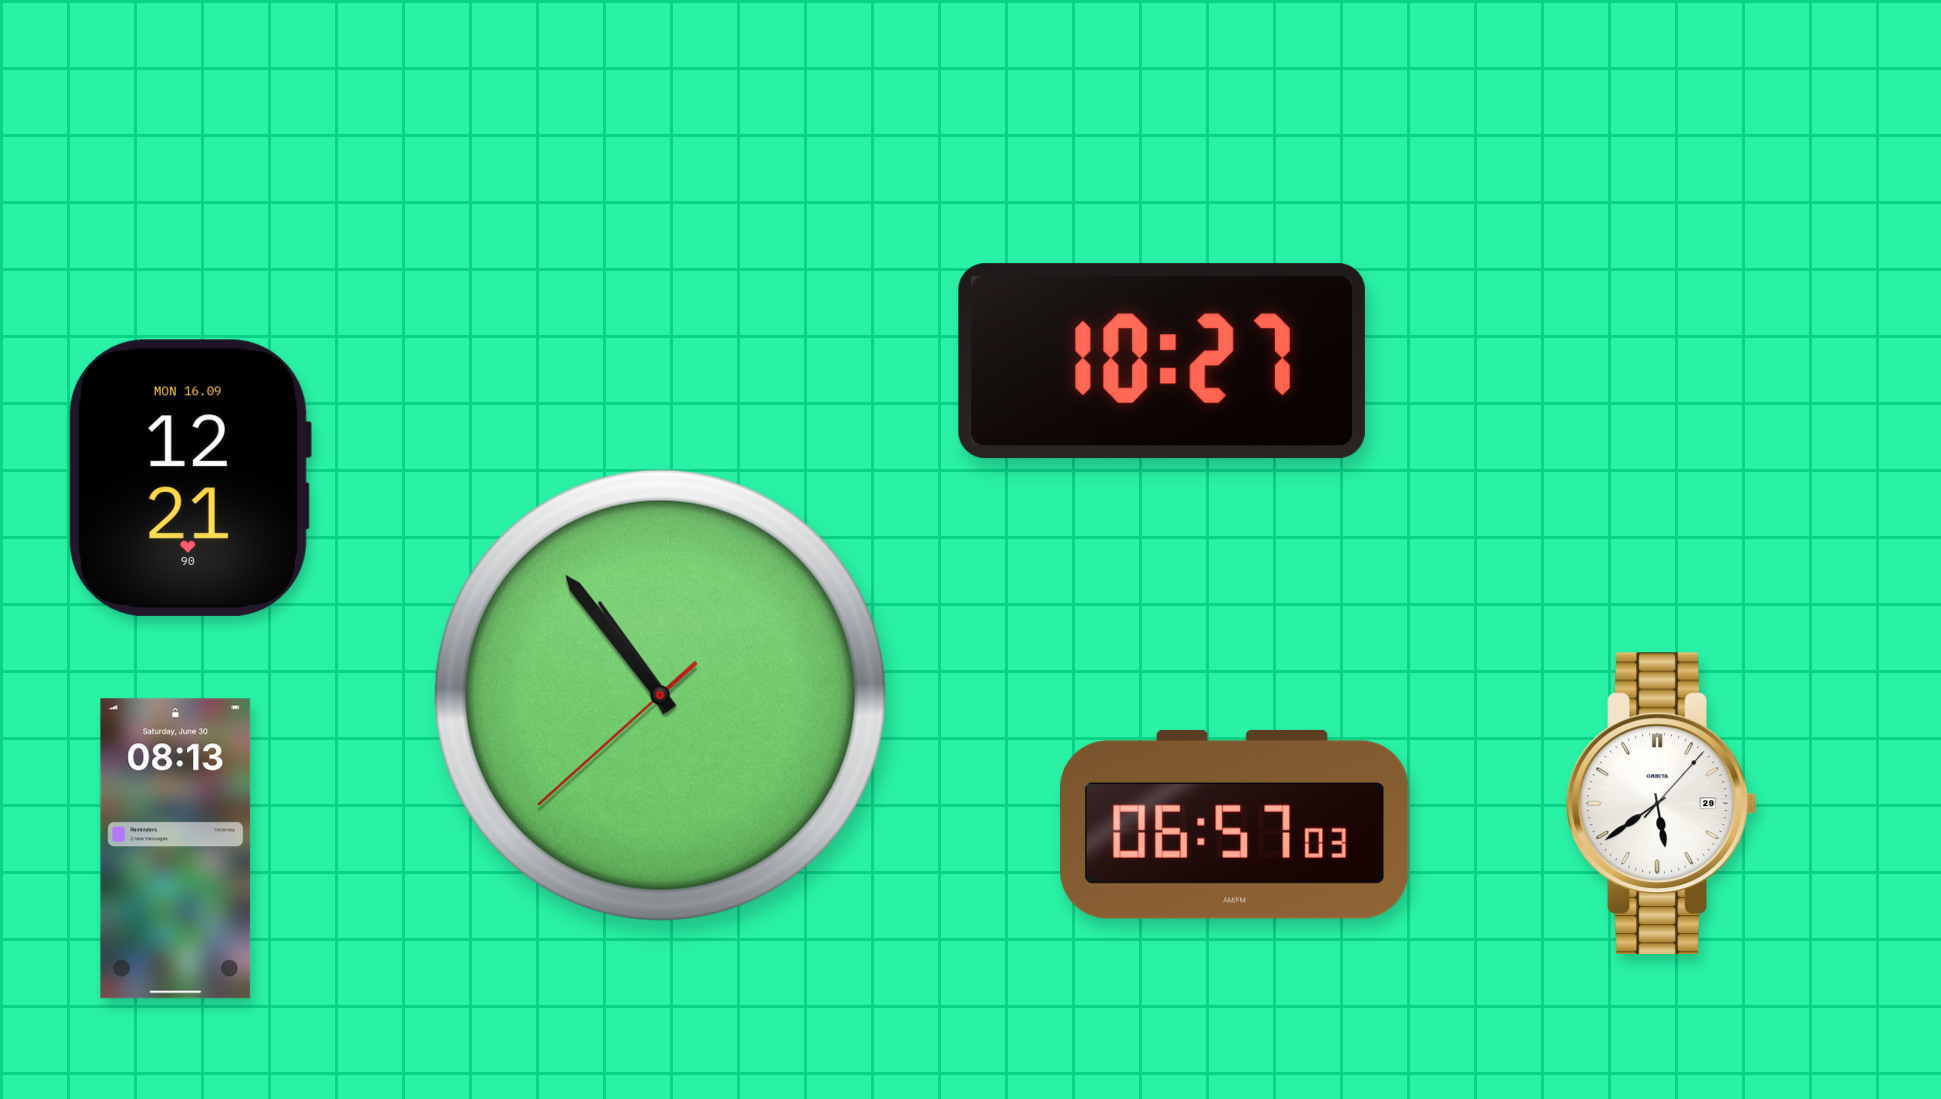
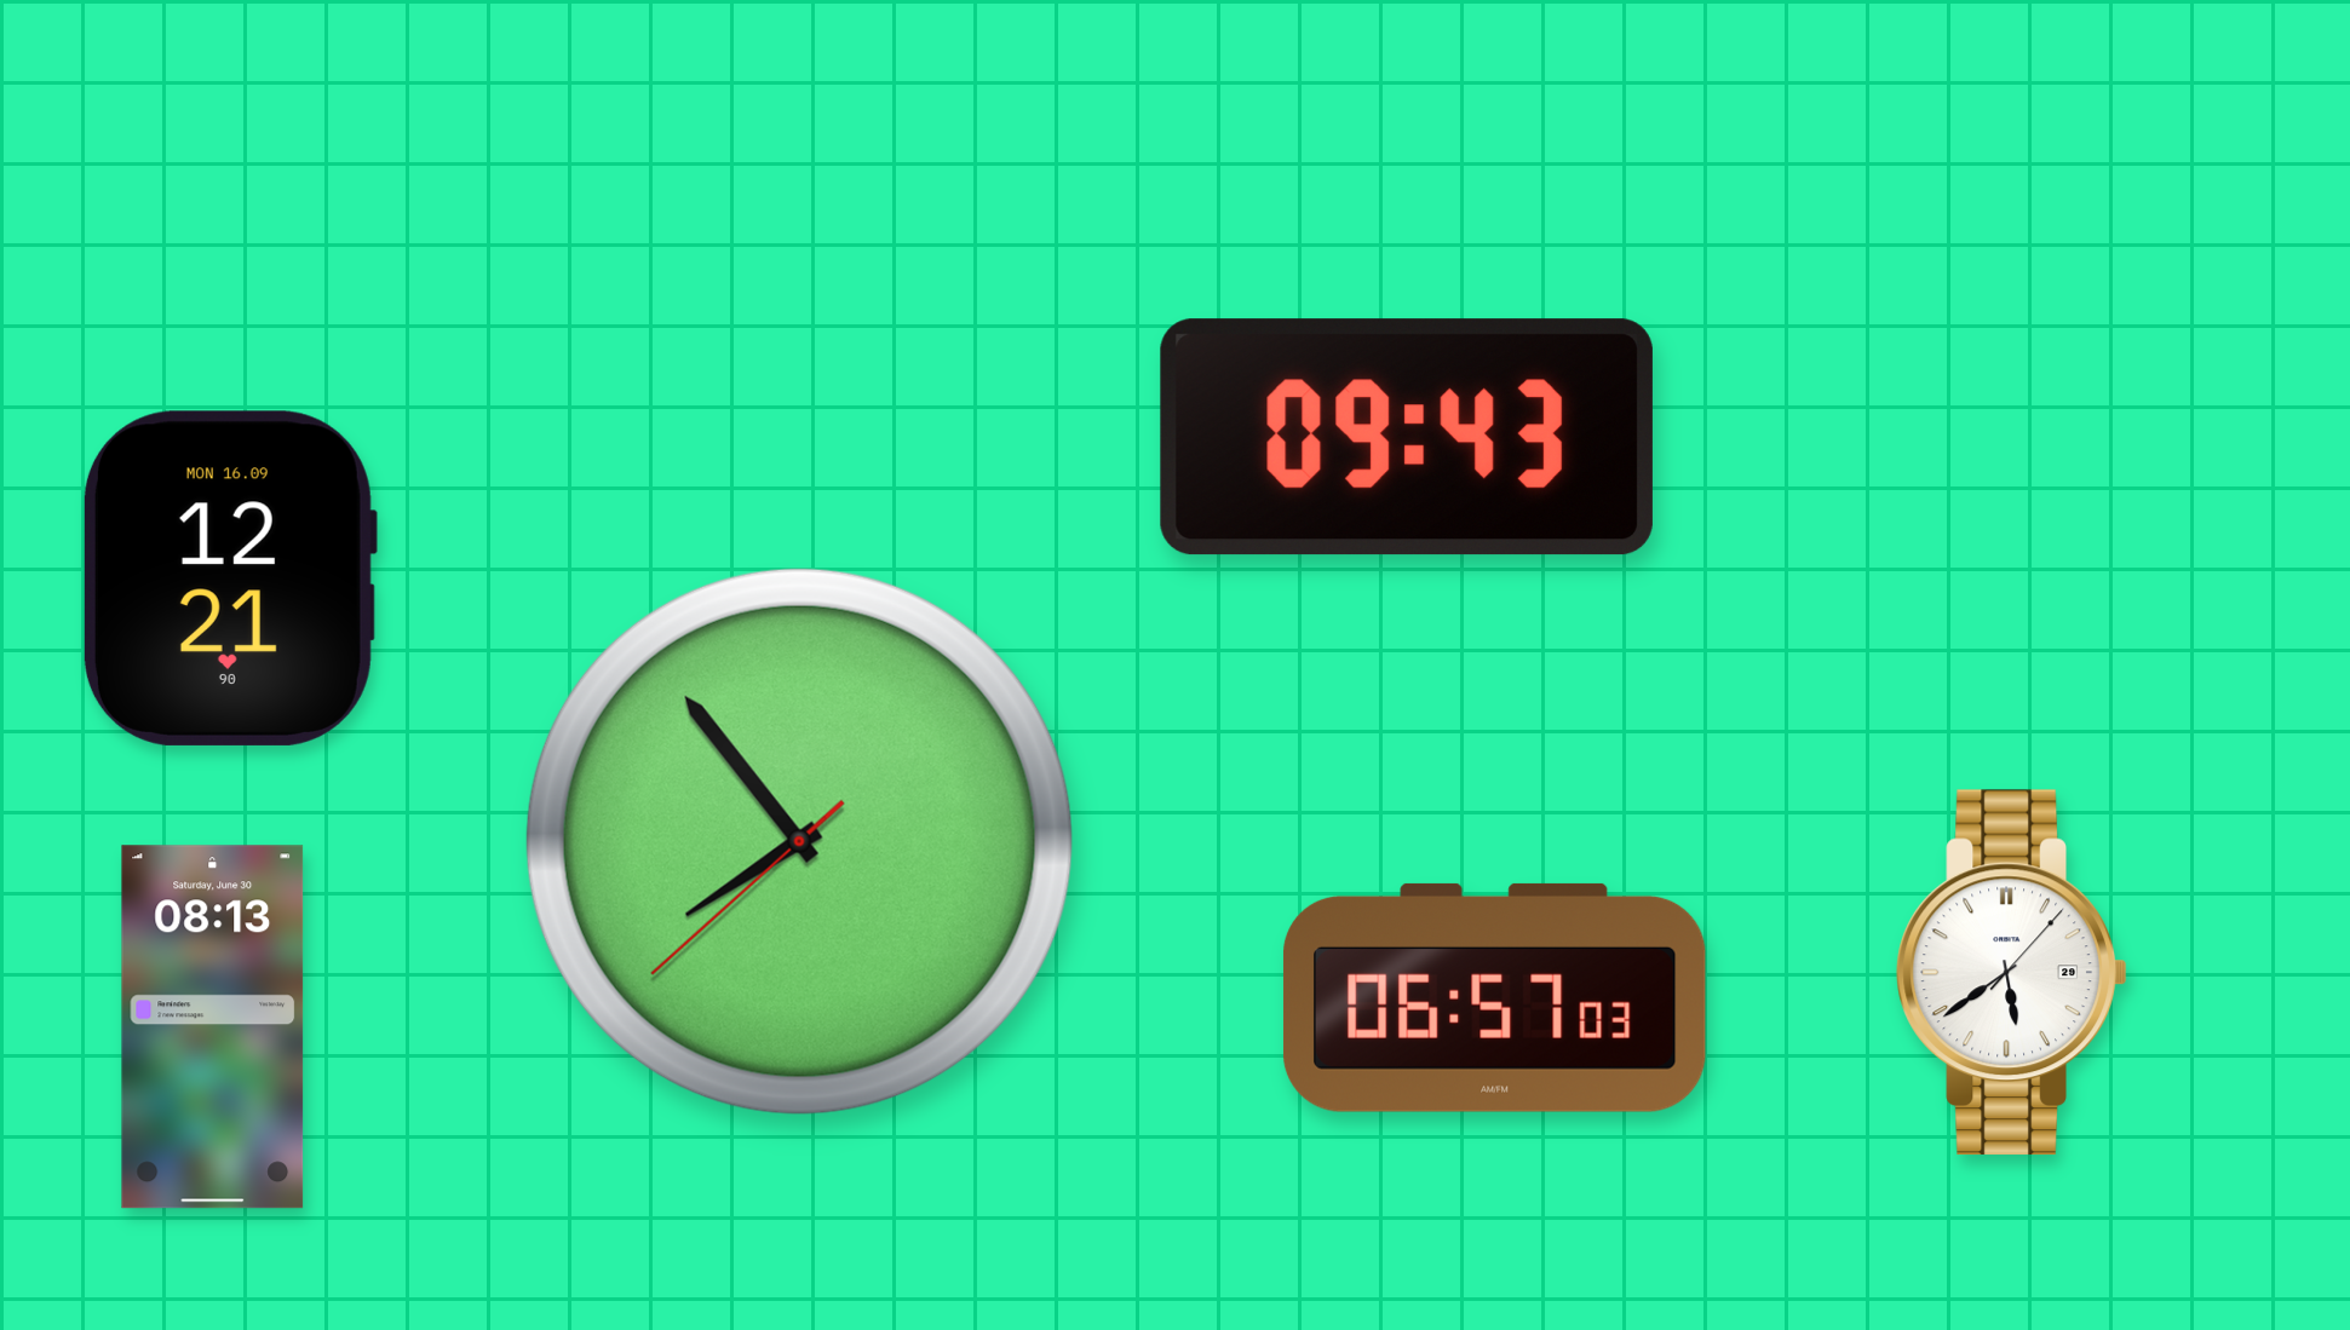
clock at (1162, 361): 10:27 -> 09:43
clock at (660, 695): 10:53 -> 7:53
